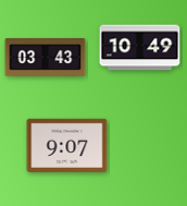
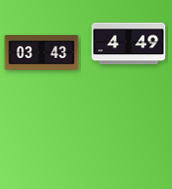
clock at (140, 48): 10:49 -> 4:49
clock at (67, 145): 9:07 -> none
